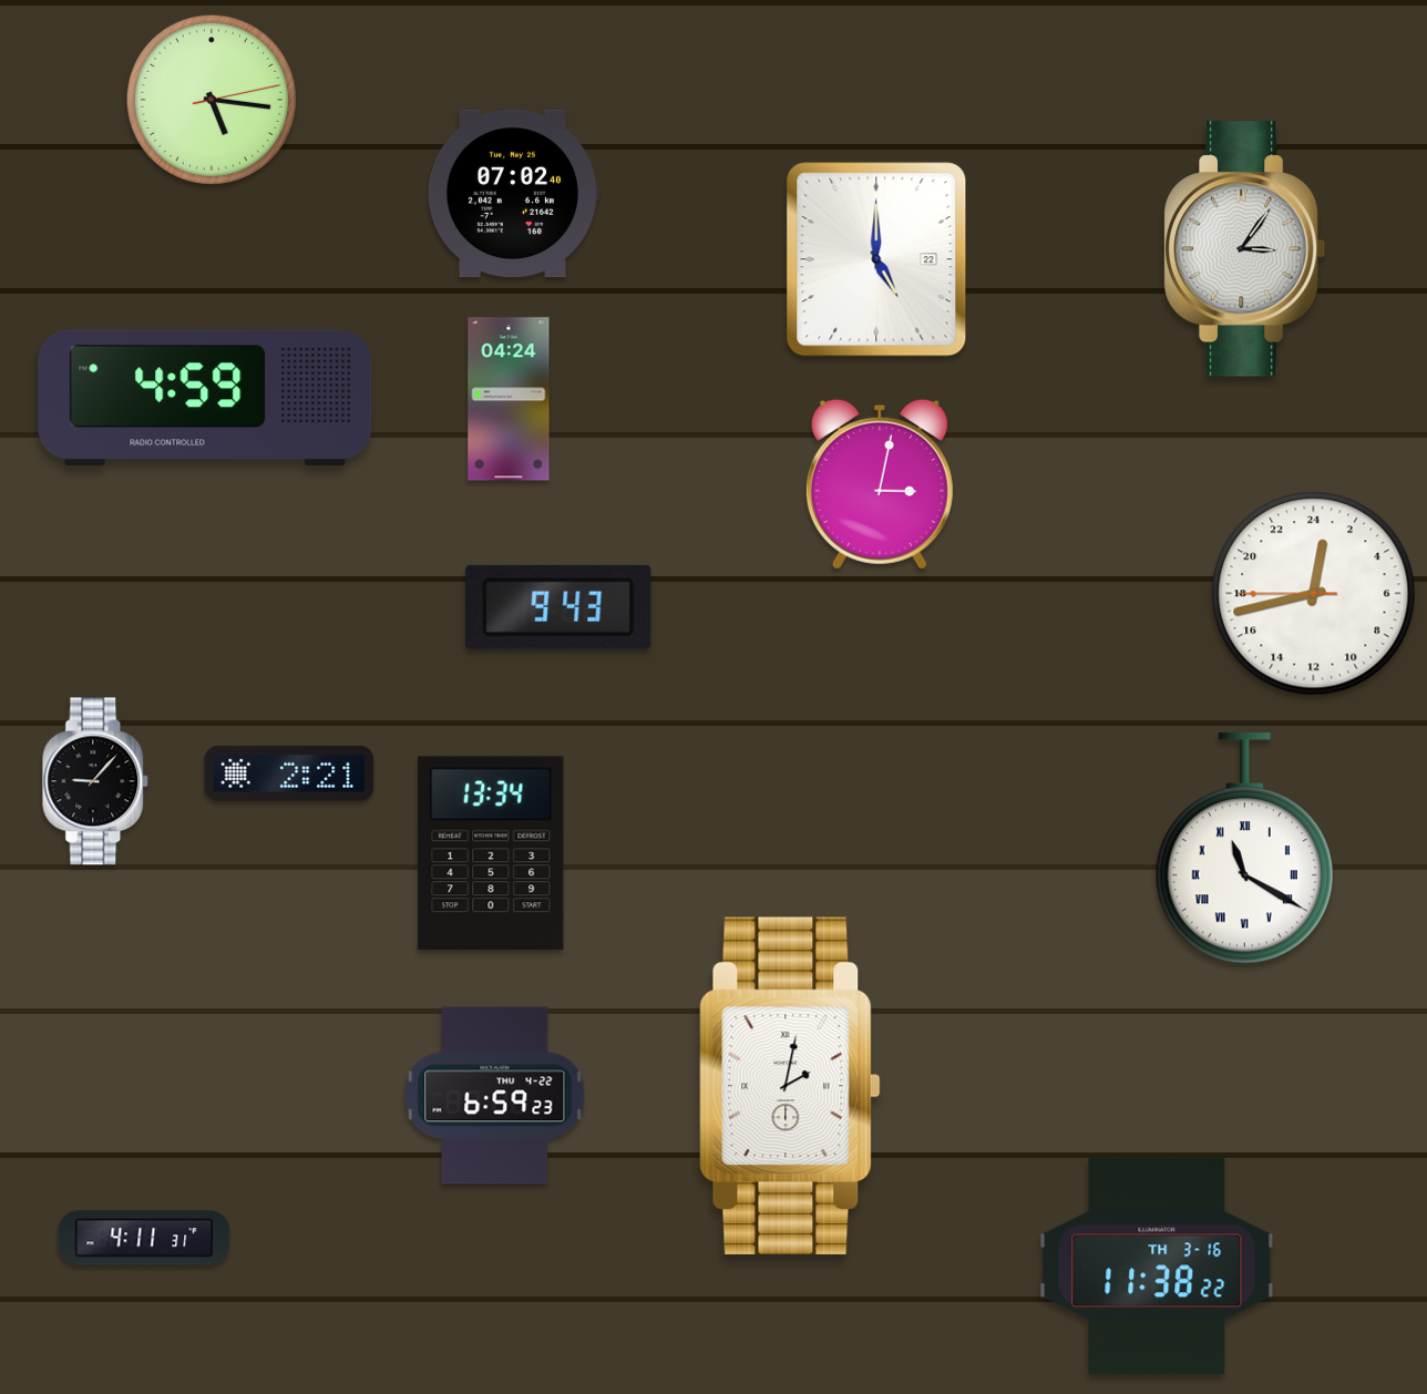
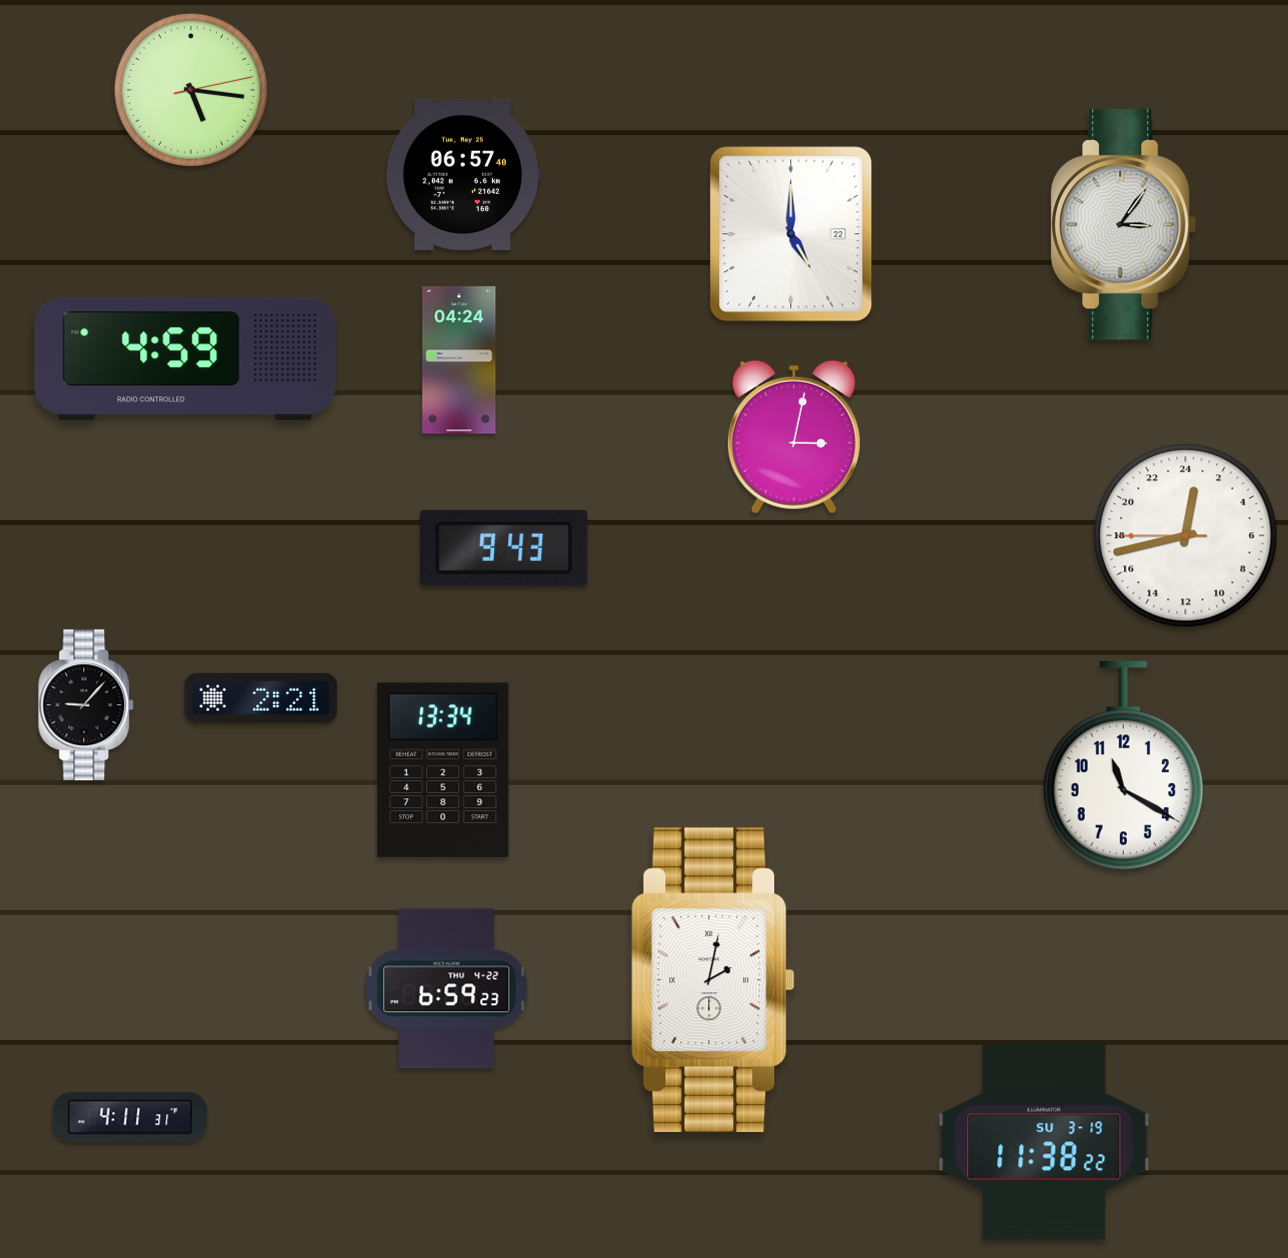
clock at (513, 194): 07:02 -> 06:57
clock at (1244, 849) numerals: Roman -> Arabic
clock at (1157, 1265) date: TH 3-16 -> SU 3-19
